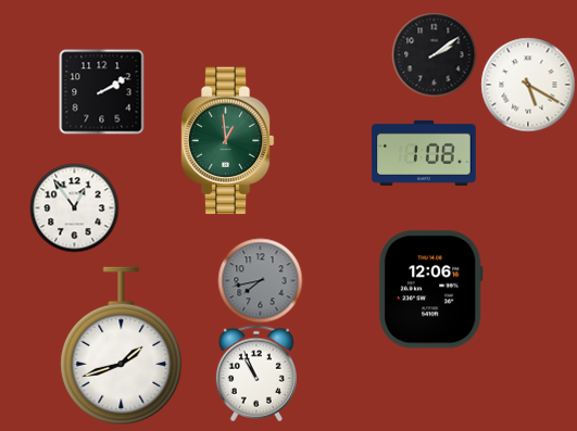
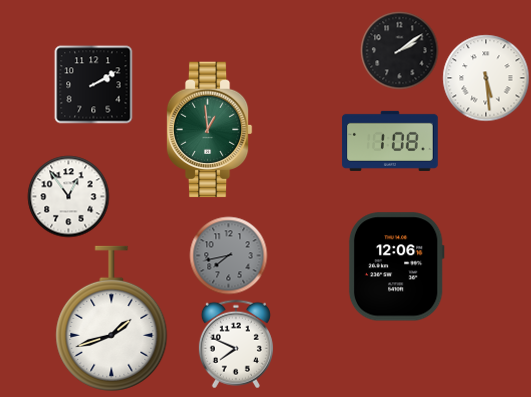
clock at (528, 85): 5:20 -> 5:29
clock at (74, 207) position: (74, 207) -> (68, 196)
clock at (260, 280) position: (260, 280) -> (228, 255)
clock at (256, 373): 10:56 -> 7:49
